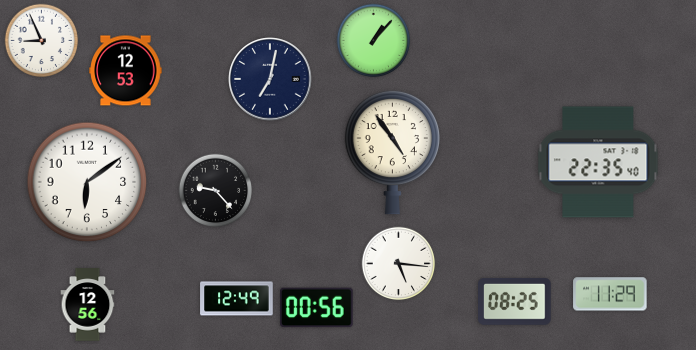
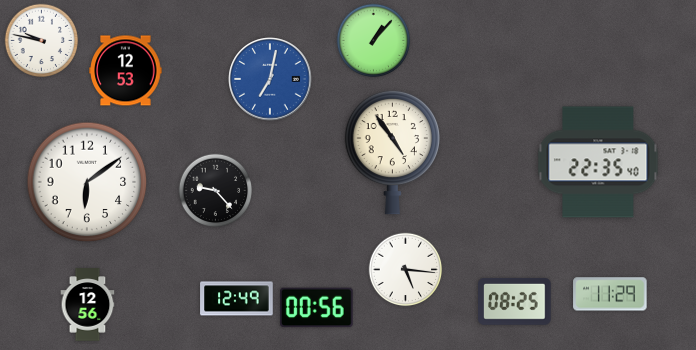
clock at (42, 41): 8:56 -> 9:47
clock at (270, 79) dial: navy -> blue
clock at (399, 264) position: (399, 264) -> (406, 270)
